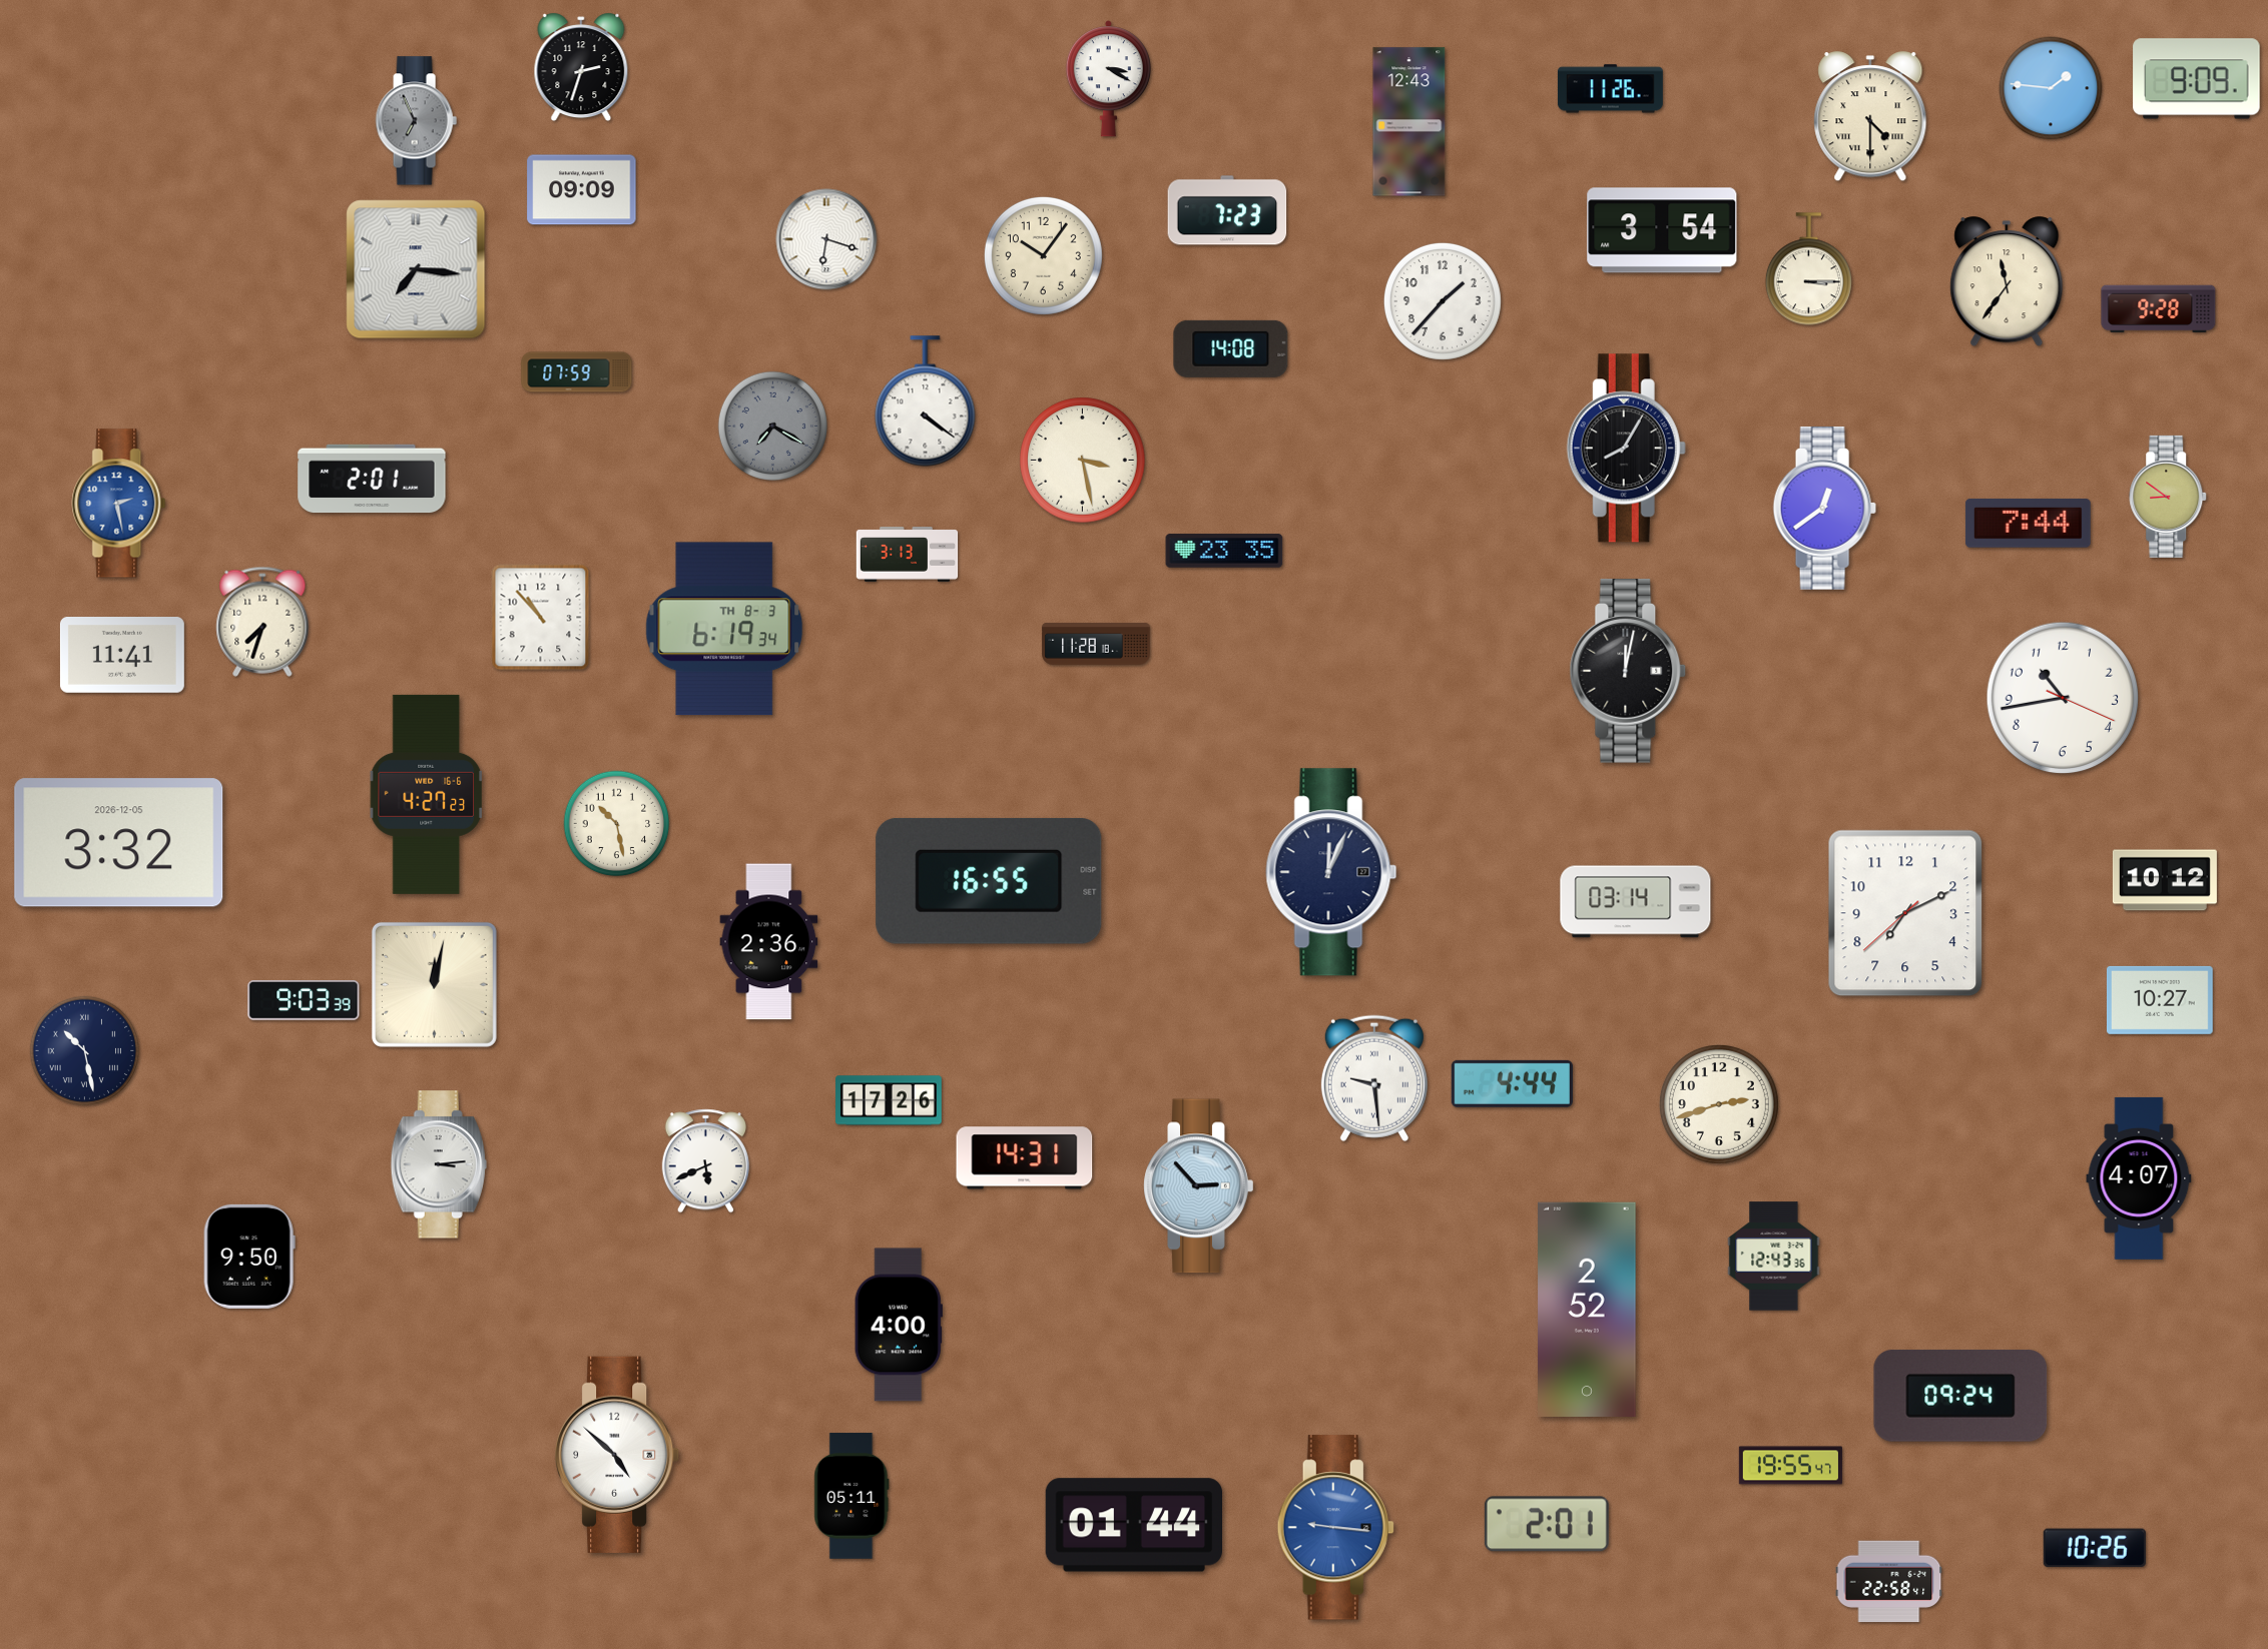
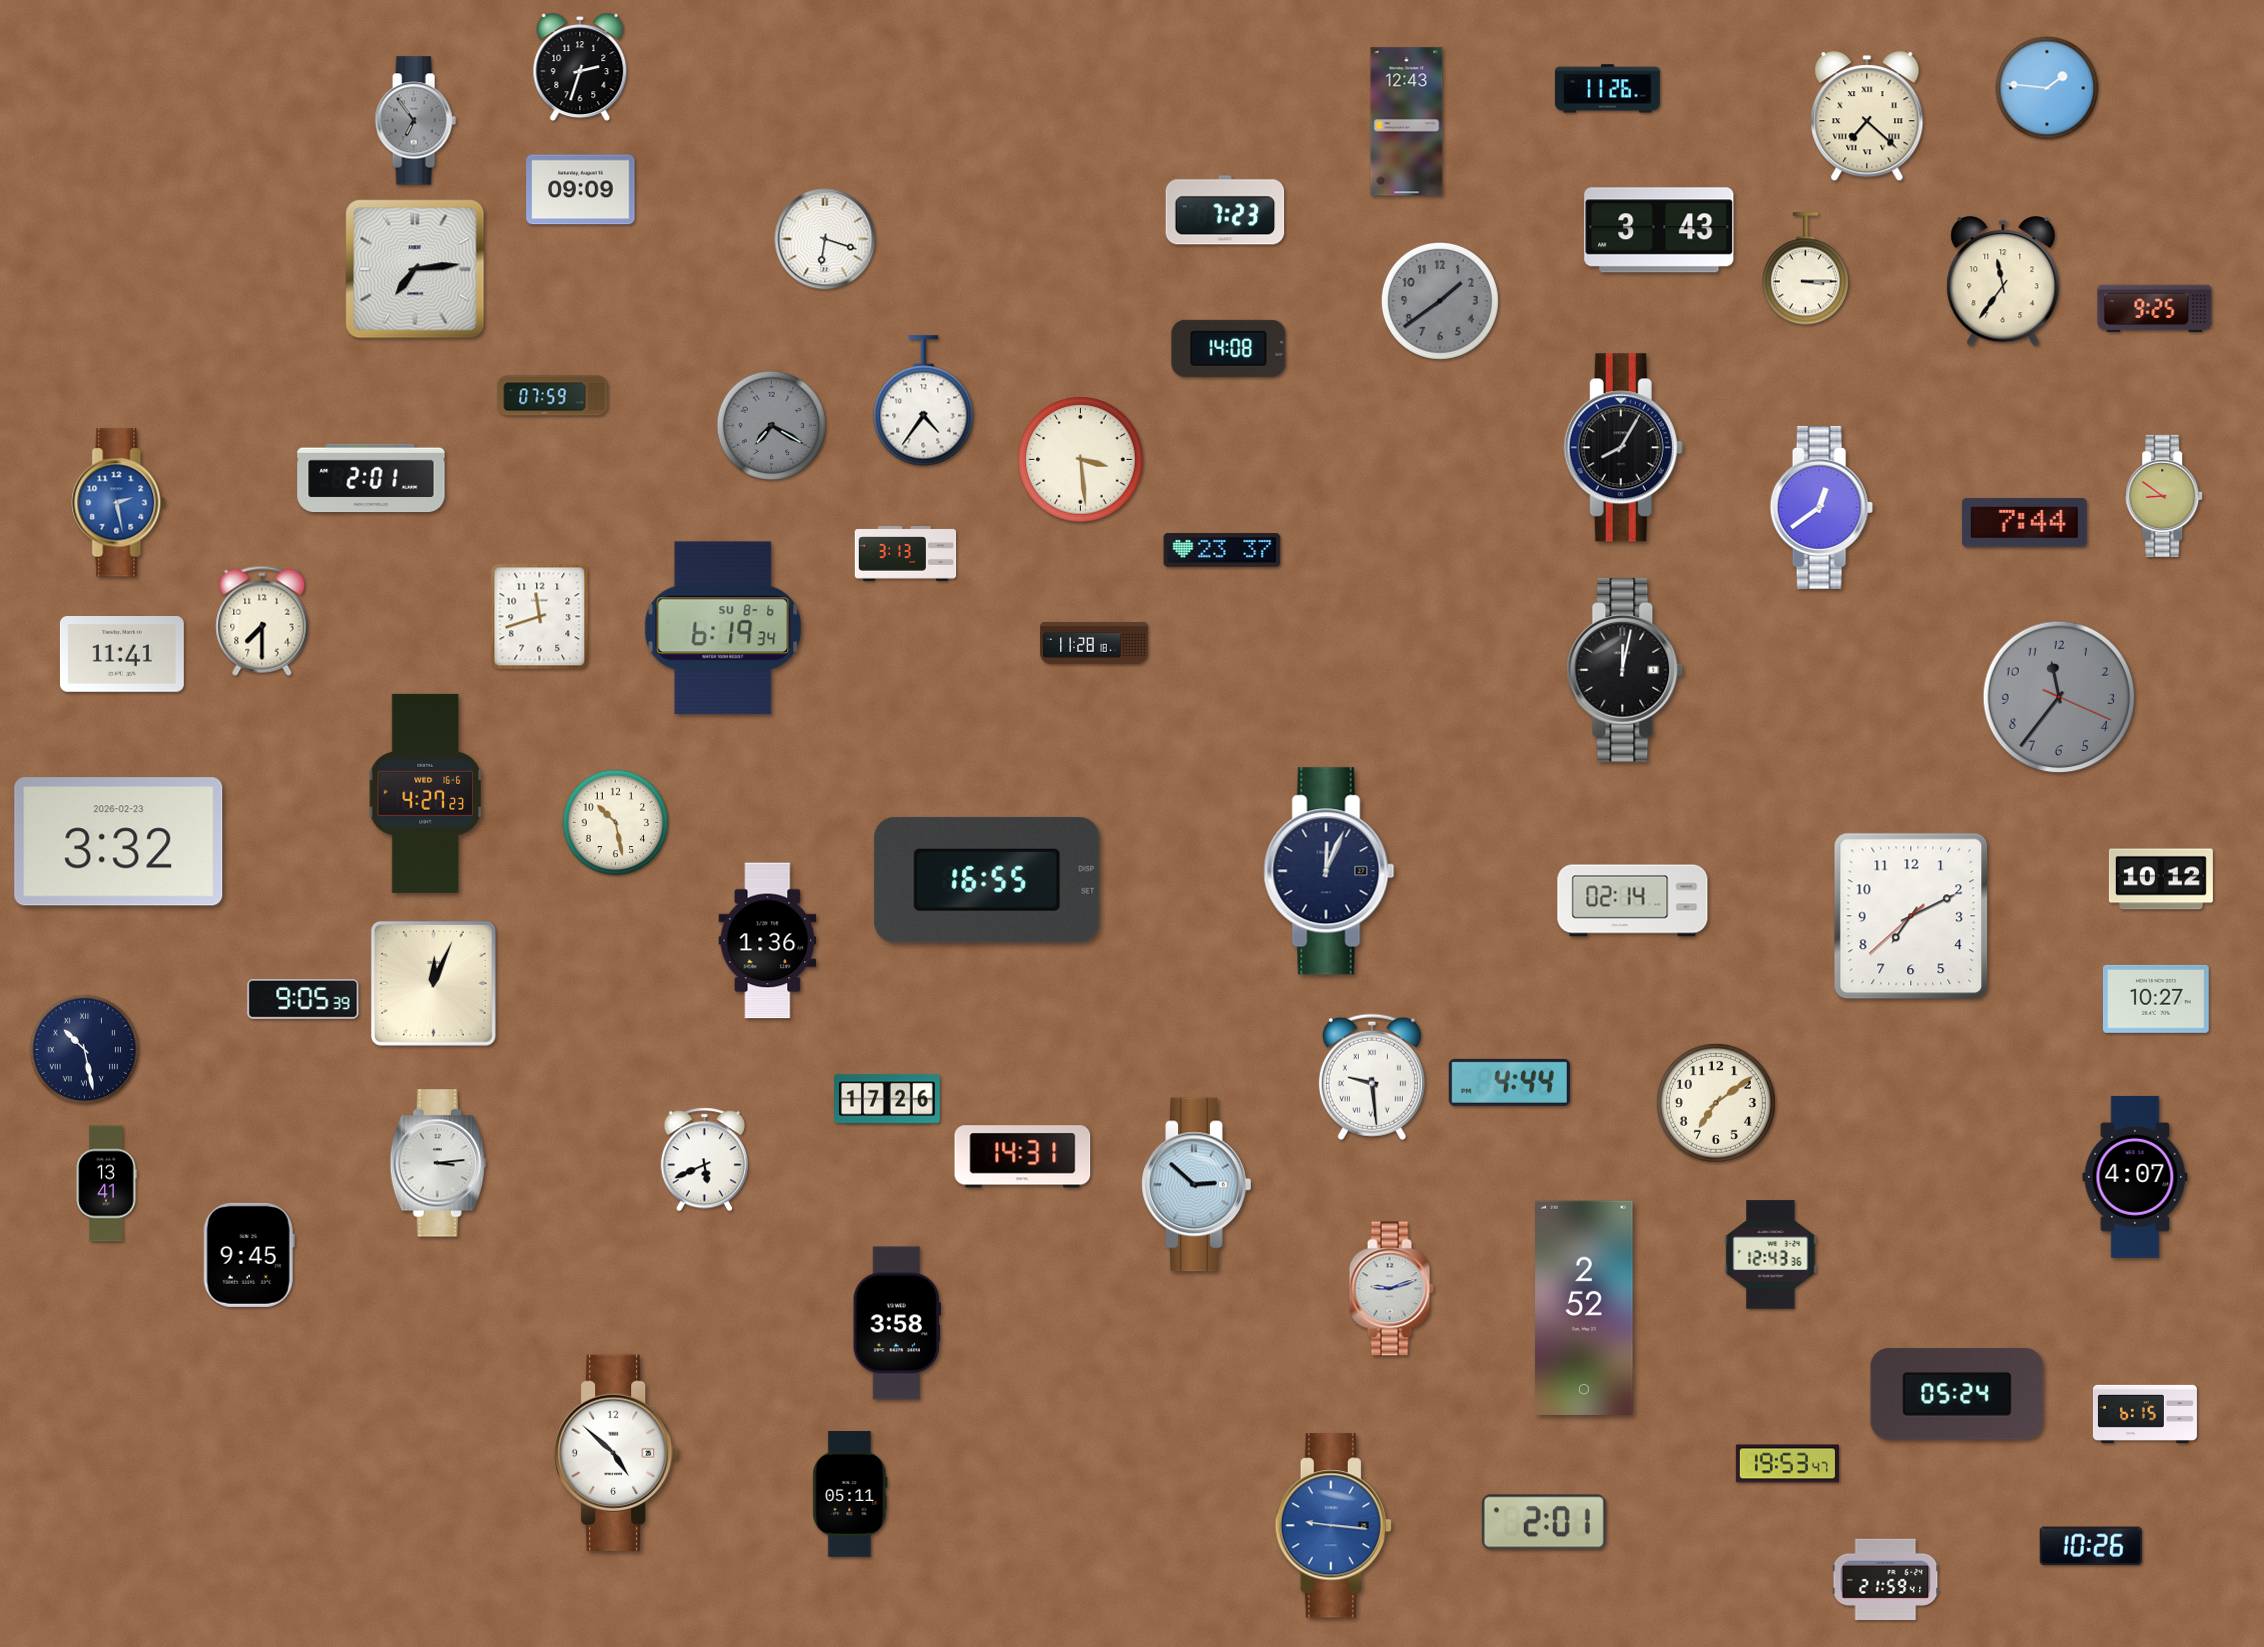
clock at (1108, 79): 3:20 -> none
clock at (2197, 79): 9:09 -> none
clock at (1870, 117): 4:30 -> 7:22
clock at (416, 121): 6:56 -> 6:54
clock at (1662, 230): 3:54 -> 3:43
clock at (1043, 255): 10:06 -> none
clock at (416, 269): 7:16 -> 7:14
clock at (1443, 301): 1:37 -> 1:39
clock at (1443, 301) dial: white -> grey
clock at (2159, 309): 9:28 -> 9:25
clock at (577, 372) position: (577, 372) -> (553, 396)
clock at (926, 401): 4:21 -> 4:36
clock at (1083, 461): 3:28 -> 3:29
clock at (1224, 551): 23:35 -> 23:37
clock at (541, 618): 10:53 -> 11:42
clock at (262, 622): 7:33 -> 7:30
clock at (724, 629) date: TH 8-3 -> SU 8-6
clock at (2063, 698): 10:43 -> 11:36
clock at (2063, 698) dial: white -> grey
clock at (119, 843) date: 2026-12-05 -> 2026-02-23
clock at (1636, 902): 03:14 -> 02:14
clock at (1905, 913) position: (1905, 913) -> (1911, 916)
clock at (769, 942): 2:36 -> 1:36
clock at (434, 984): 12:02 -> 12:04
clock at (304, 1000): 9:03 -> 9:05
clock at (1719, 1104): 2:42 -> 7:09
clock at (106, 1184): none -> 13:41
clock at (1199, 1186): 2:53 -> 2:52
clock at (249, 1257): 9:50 -> 9:45
clock at (1391, 1289): none -> 9:12
clock at (899, 1325): 4:00 -> 3:58
clock at (1960, 1396): 09:24 -> 05:24
clock at (2145, 1413): none -> 6:15
clock at (1790, 1466): 19:55 -> 19:53
clock at (1133, 1525): 01:44 -> none
clock at (1889, 1582): 22:58 -> 21:59
